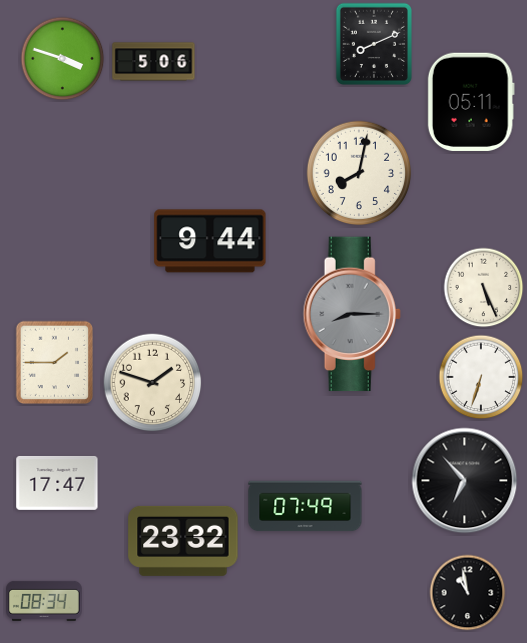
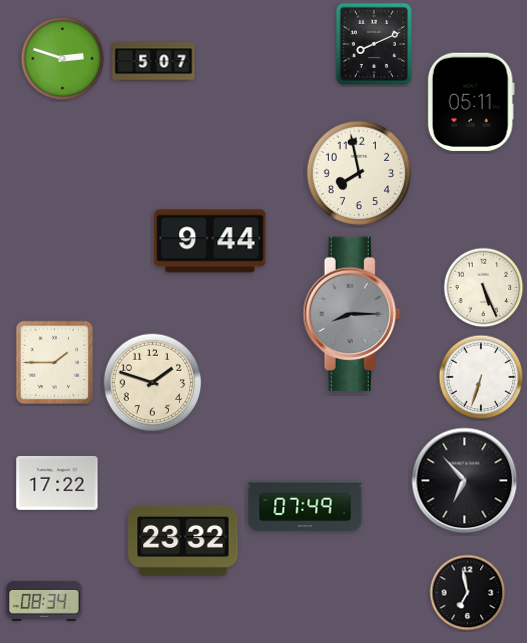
clock at (63, 59): 3:48 -> 2:48
clock at (154, 62): 5:06 -> 5:07
clock at (359, 173): 8:02 -> 7:58
clock at (57, 483): 17:47 -> 17:22
clock at (468, 593): 10:58 -> 6:58
